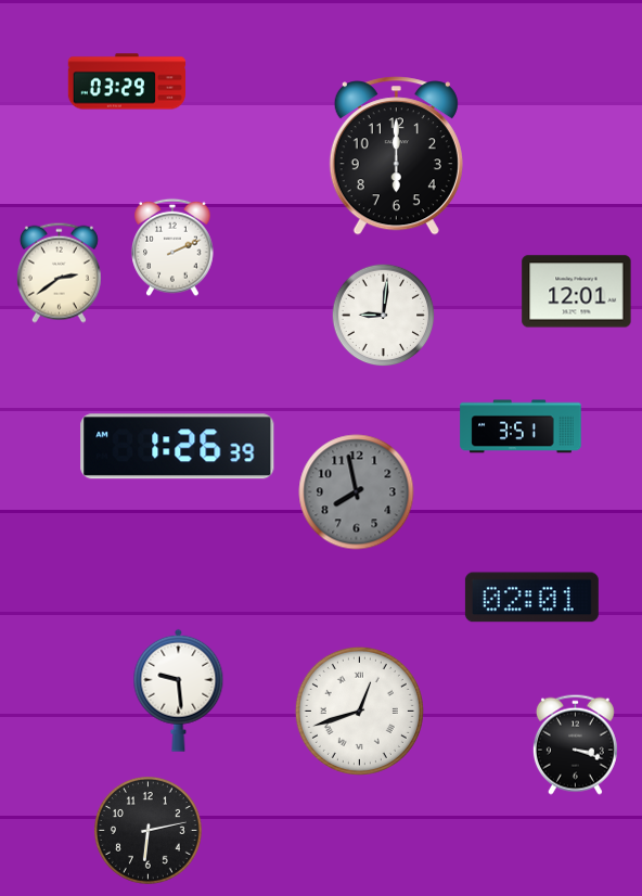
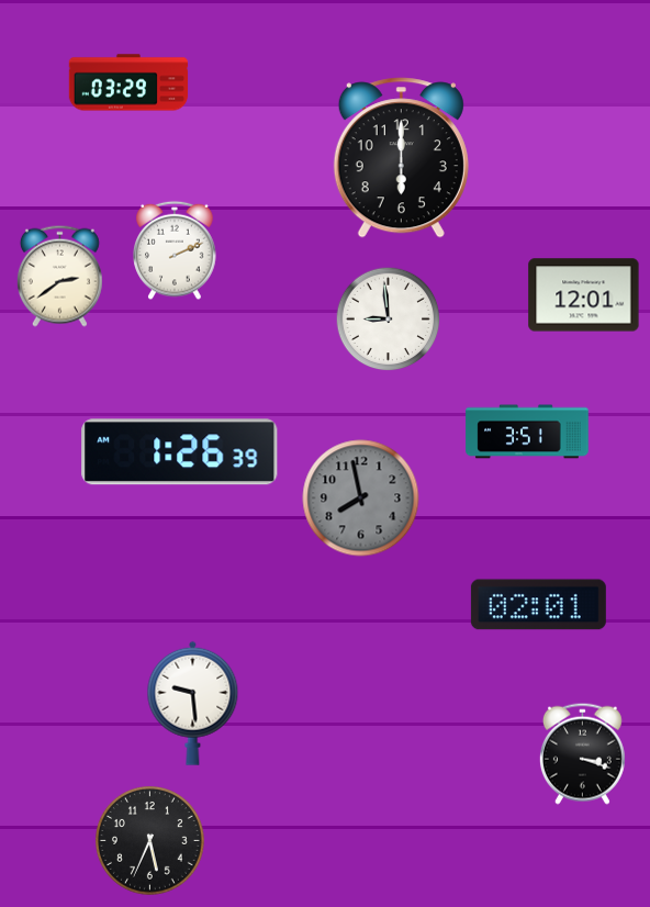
clock at (384, 316): 9:01 -> 8:59
clock at (179, 690) position: (179, 690) -> (193, 703)
clock at (359, 711): 12:42 -> none
clock at (149, 831): 6:13 -> 5:34
